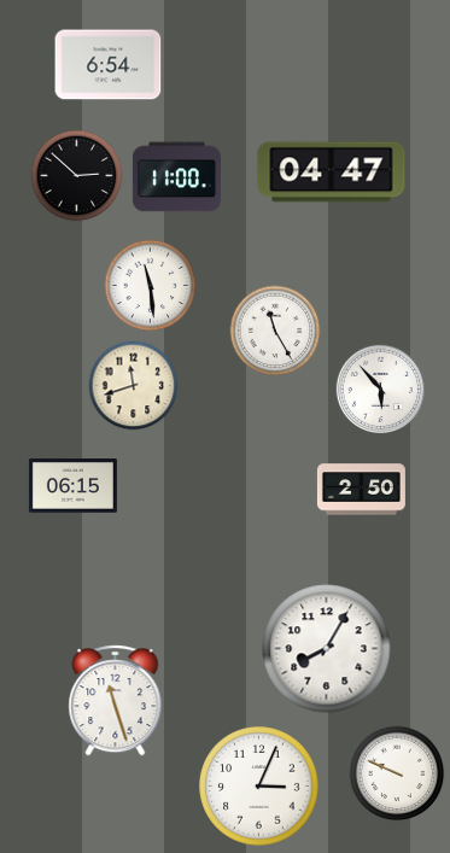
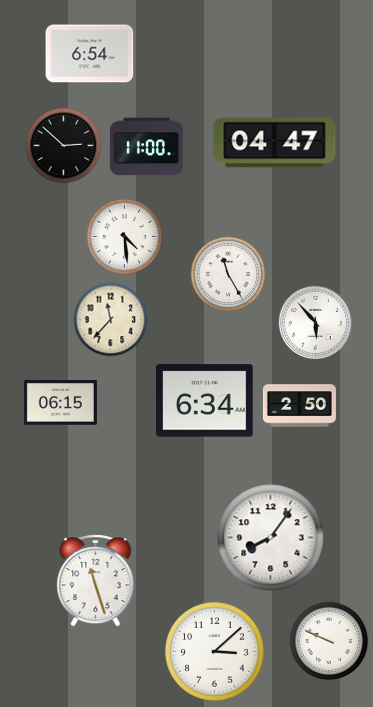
clock at (151, 286): 11:29 -> 4:29
clock at (134, 386): 11:42 -> 11:37
clock at (205, 401): none -> 6:34
clock at (327, 649): 8:05 -> 8:06
clock at (259, 787): 3:04 -> 3:08
